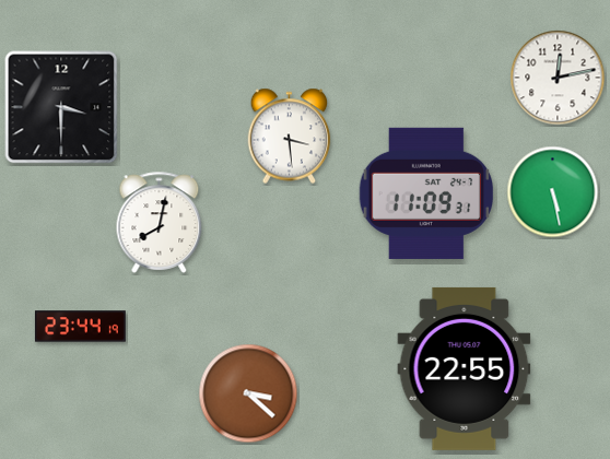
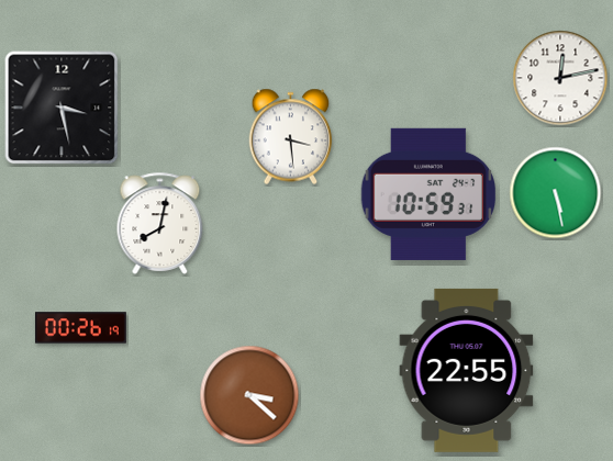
clock at (61, 107): 3:30 -> 3:28
clock at (426, 193): 11:09 -> 10:59
clock at (80, 327): 23:44 -> 00:26
